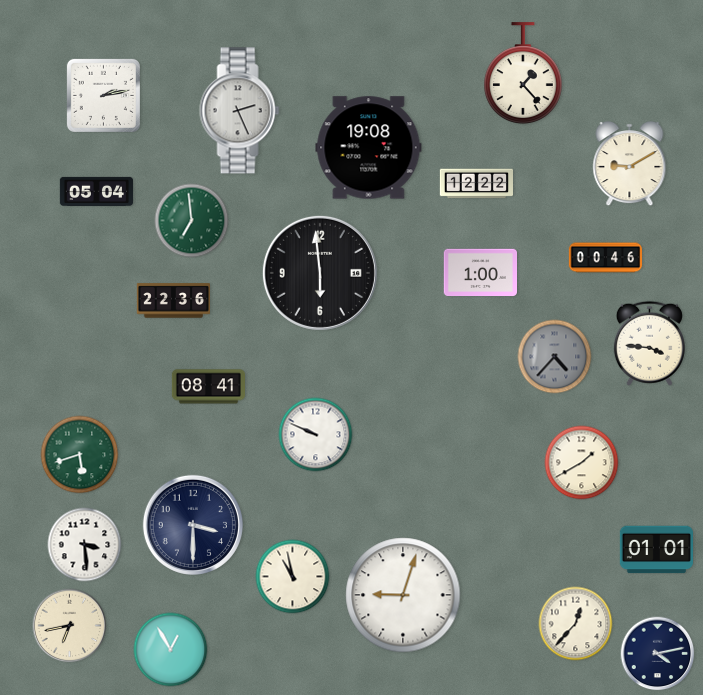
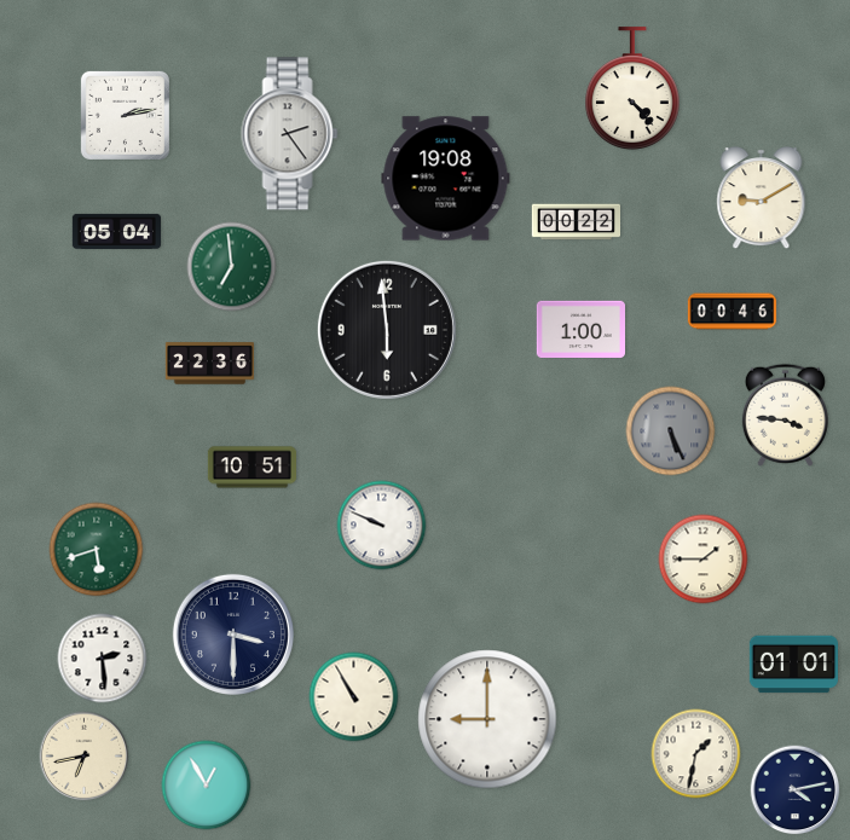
clock at (523, 73): 1:23 -> 4:23
clock at (240, 111): 2:26 -> 2:24
clock at (476, 184): 12:22 -> 00:22
clock at (555, 357): 4:37 -> 5:26
clock at (208, 387): 08:41 -> 10:51
clock at (582, 463): 1:40 -> 1:45
clock at (85, 545): 3:29 -> 2:29
clock at (293, 577): 10:58 -> 10:55
clock at (403, 595): 9:03 -> 9:00
clock at (576, 624): 12:37 -> 1:32
